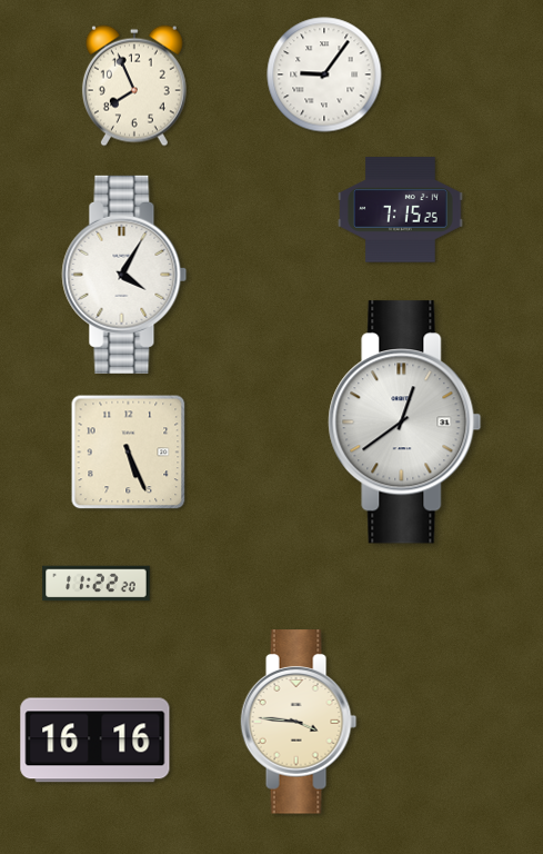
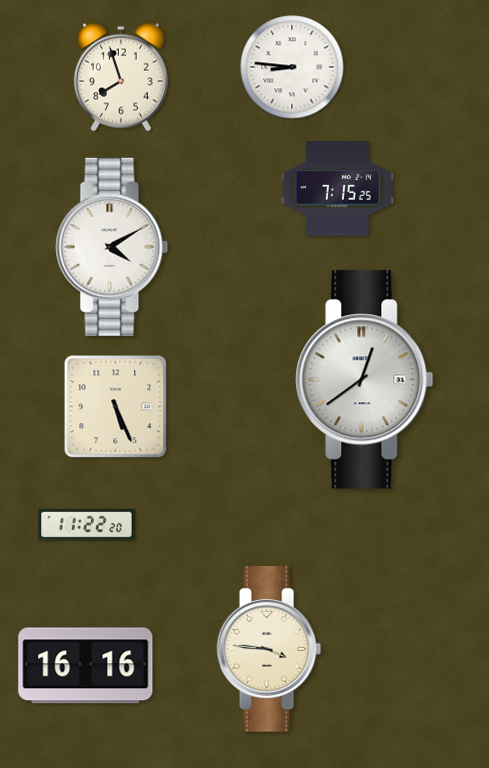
clock at (324, 75): 9:06 -> 8:46
clock at (134, 86): 7:56 -> 7:57
clock at (401, 210) position: (401, 210) -> (338, 189)
clock at (124, 275): 4:05 -> 4:10
